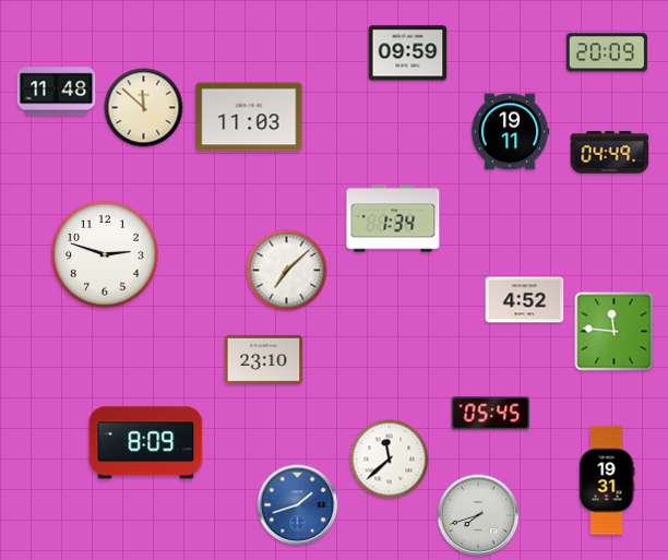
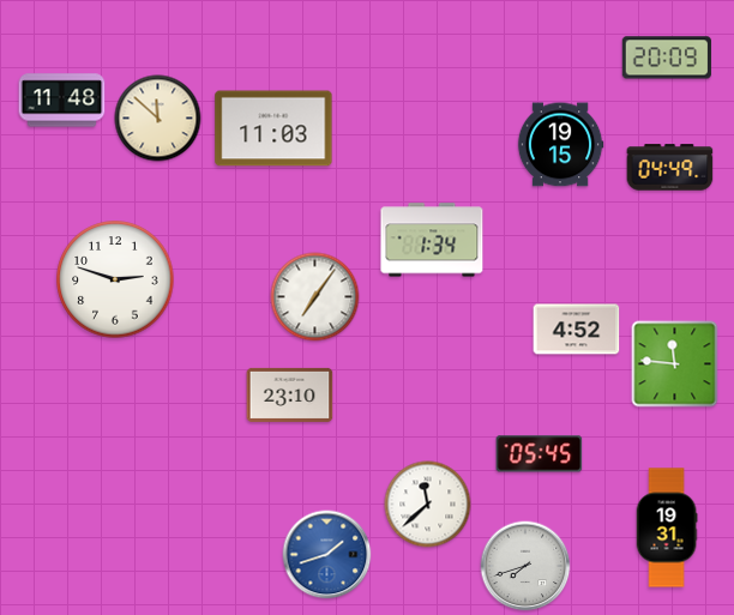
clock at (408, 53): 09:59 -> none
clock at (510, 132): 19:11 -> 19:15
clock at (287, 271): 7:08 -> 7:06
clock at (146, 443): 8:09 -> none
